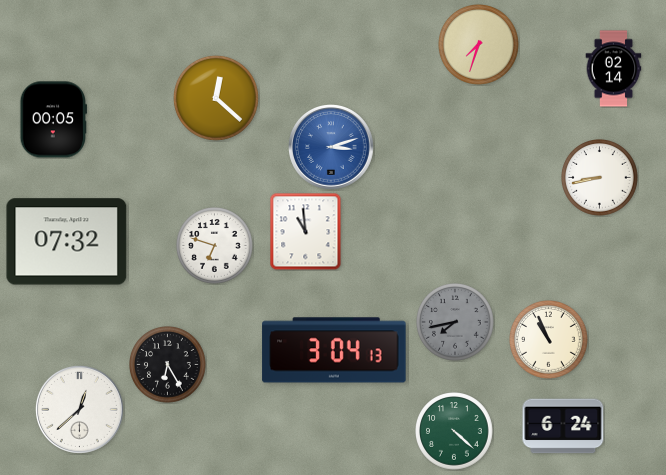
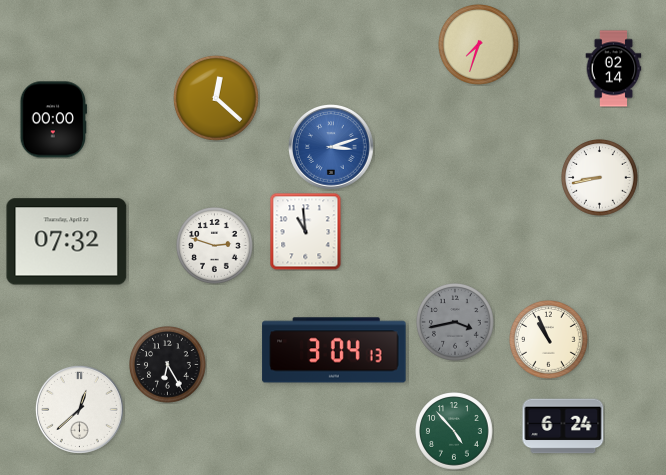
clock at (53, 120): 00:05 -> 00:00
clock at (215, 246): 6:48 -> 2:48
clock at (456, 323): 7:43 -> 3:43
clock at (455, 432): 4:22 -> 4:53
